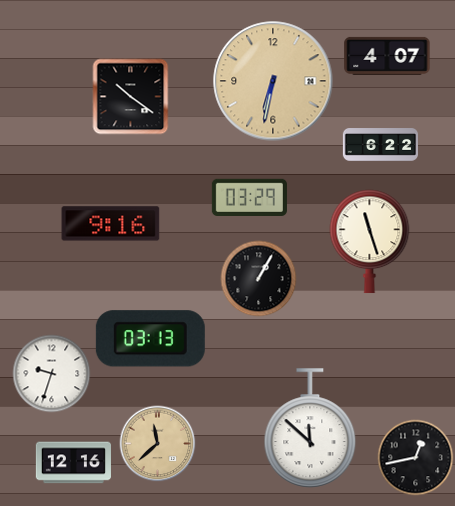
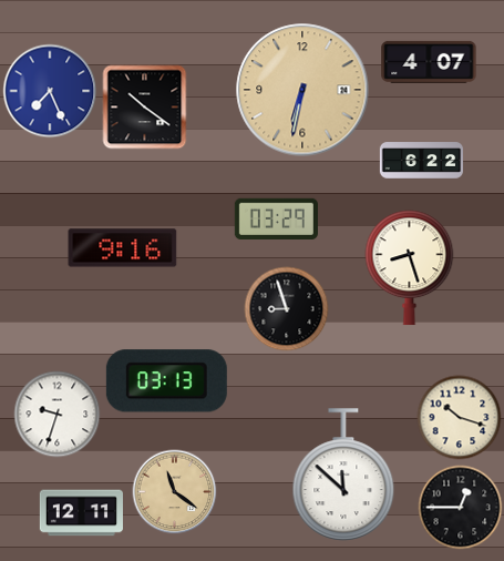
clock at (50, 91): none -> 7:26
clock at (370, 242): 11:27 -> 8:27
clock at (259, 279): 1:05 -> 8:57
clock at (150, 339) position: (150, 339) -> (166, 381)
clock at (460, 418): none -> 10:18
clock at (158, 444): 11:38 -> 11:21
clock at (416, 458): 12:43 -> 12:45
clock at (73, 463): 12:16 -> 12:11
